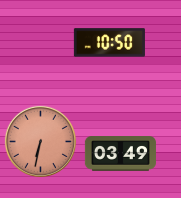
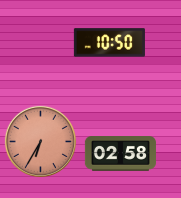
clock at (40, 141): 6:32 -> 6:35
clock at (120, 154): 03:49 -> 02:58
